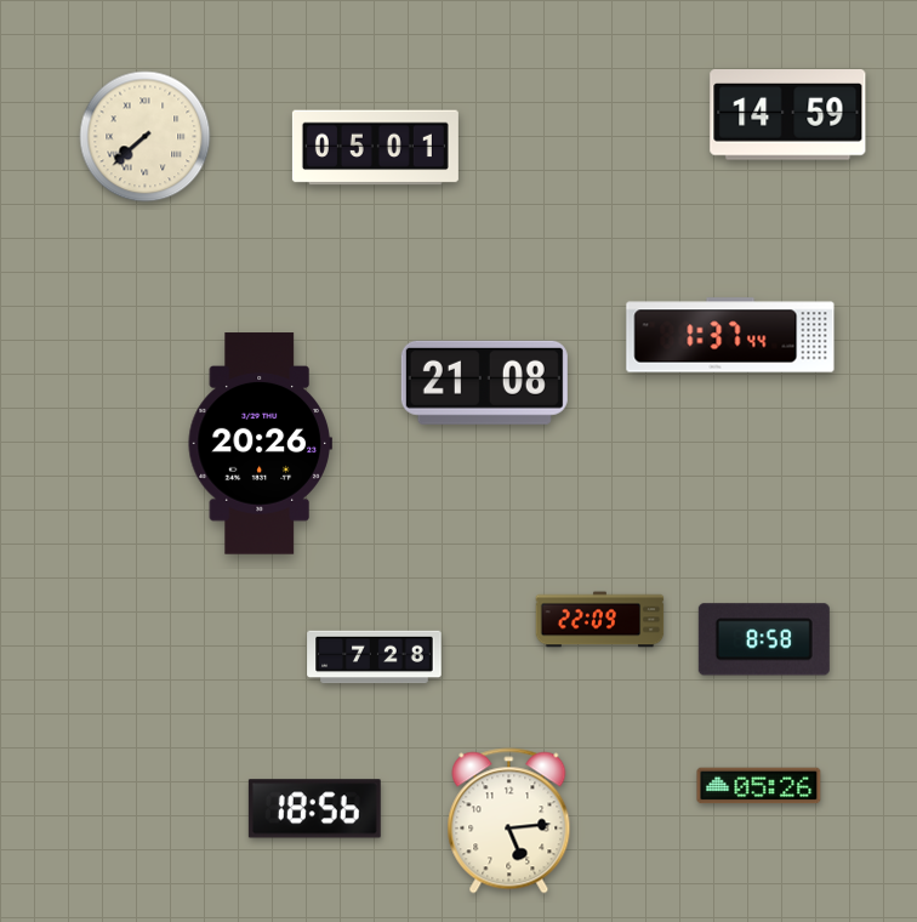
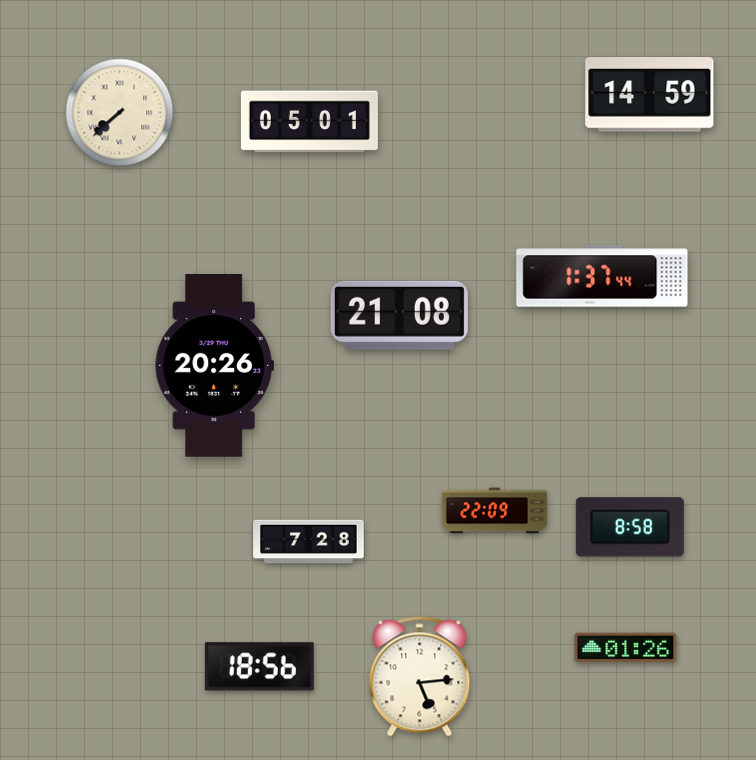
clock at (759, 786): 05:26 -> 01:26
